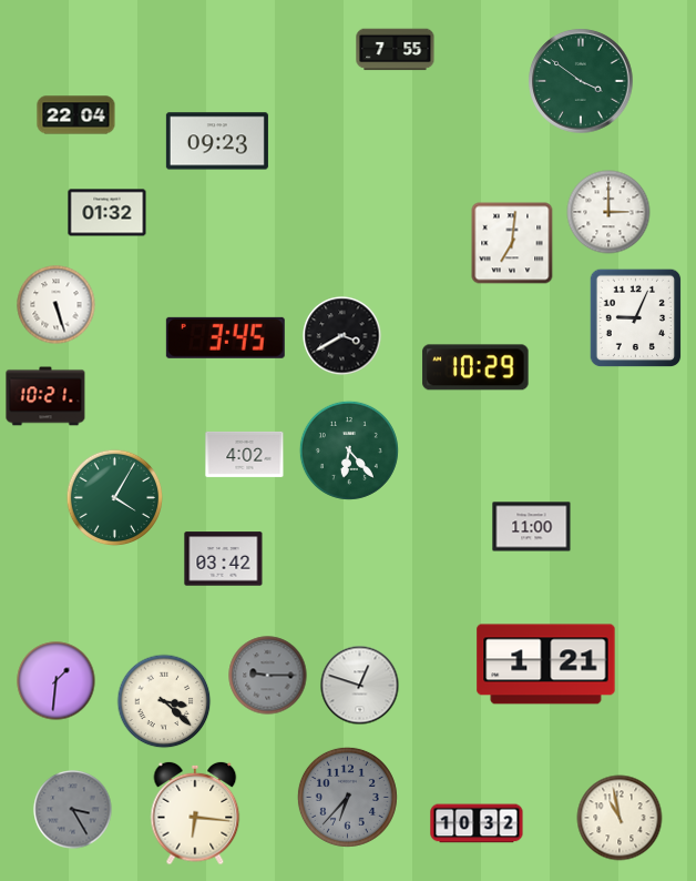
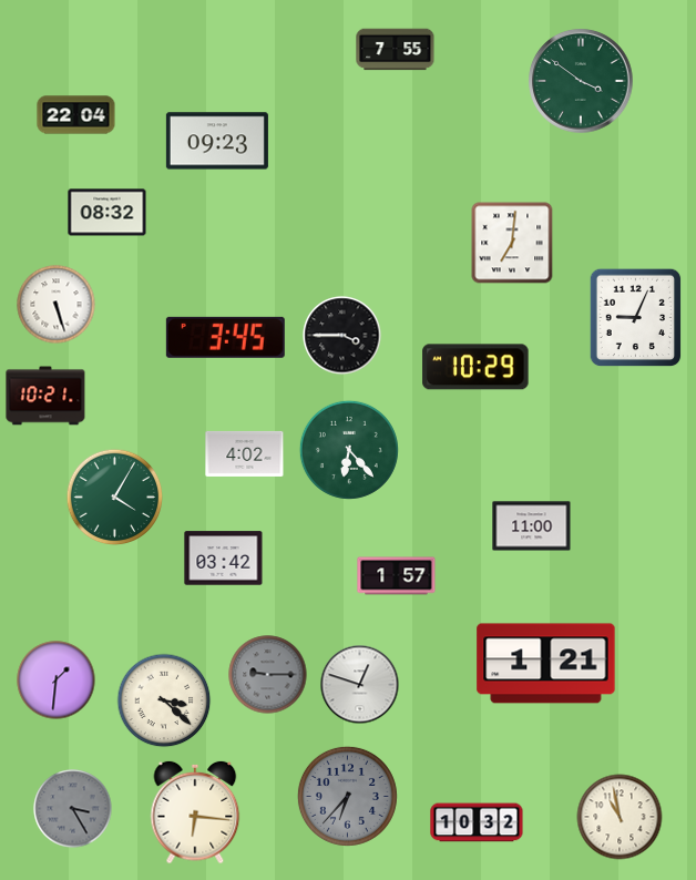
clock at (608, 212): 3:00 -> none
clock at (108, 213): 01:32 -> 08:32
clock at (342, 336): 3:40 -> 3:45
clock at (397, 576): none -> 1:57
